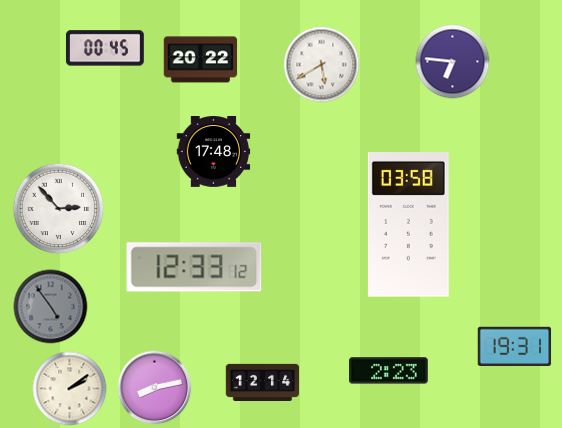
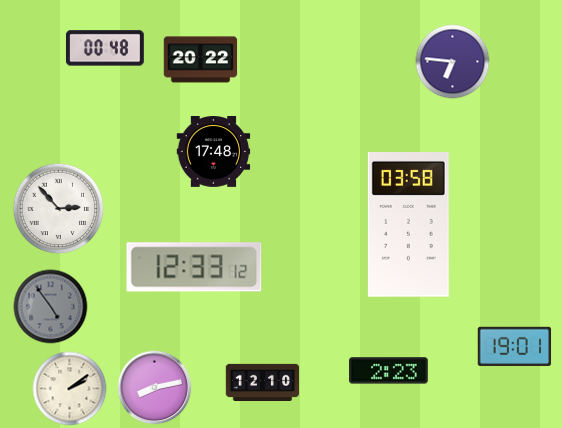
clock at (105, 48): 00:45 -> 00:48
clock at (322, 65): 5:40 -> none
clock at (515, 346): 19:31 -> 19:01
clock at (263, 382): 12:14 -> 12:10
